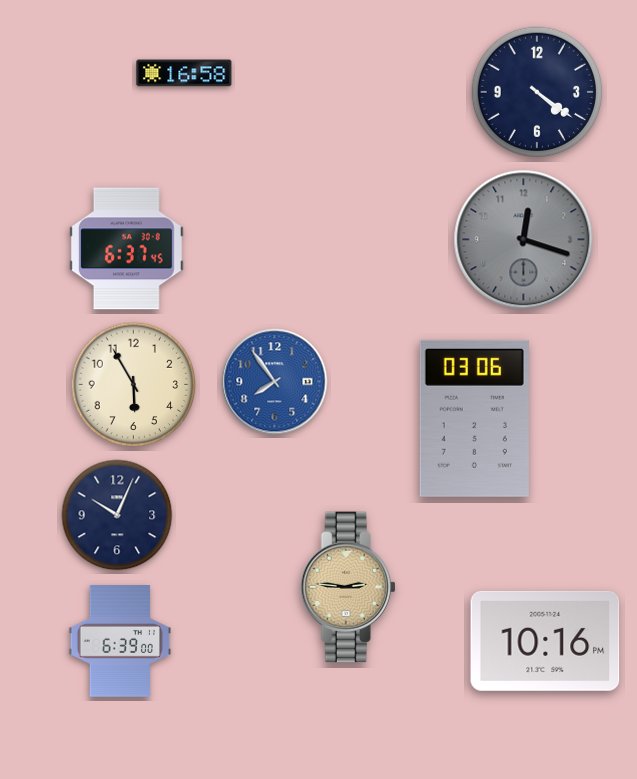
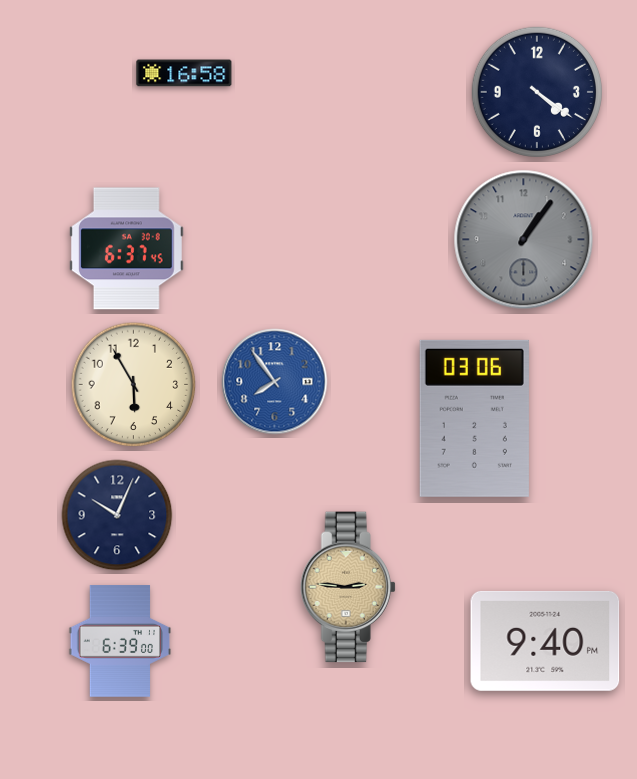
clock at (524, 240): 12:18 -> 1:06
clock at (545, 641): 10:16 -> 9:40
